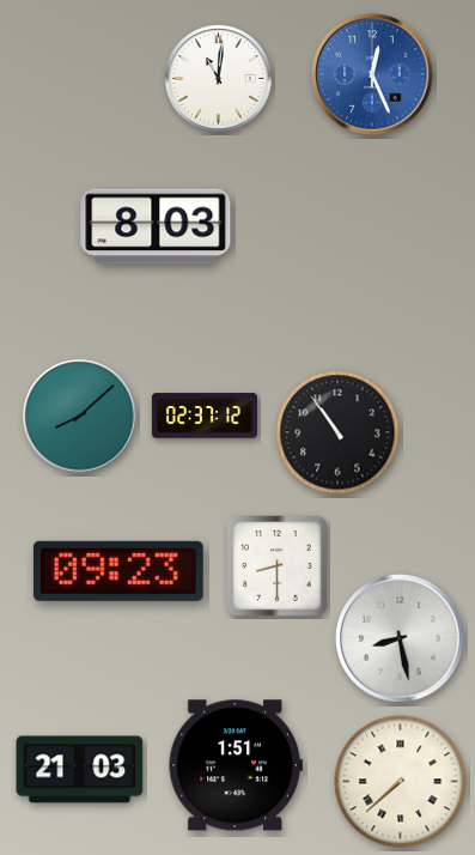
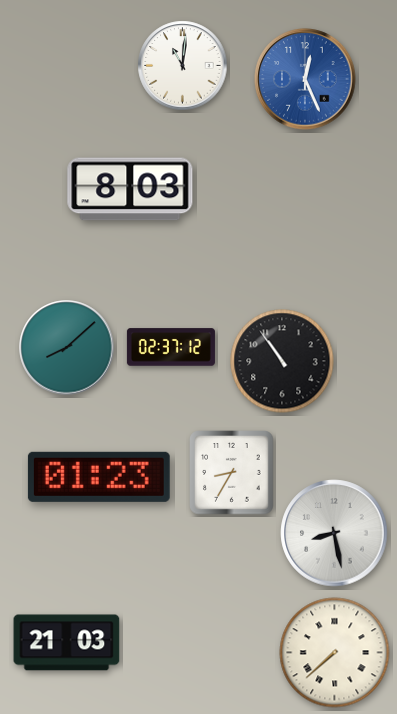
clock at (372, 74) position: (372, 74) -> (305, 79)
clock at (278, 566): 8:30 -> 8:35
clock at (118, 571): 09:23 -> 01:23
clock at (236, 765): 1:51 -> none
